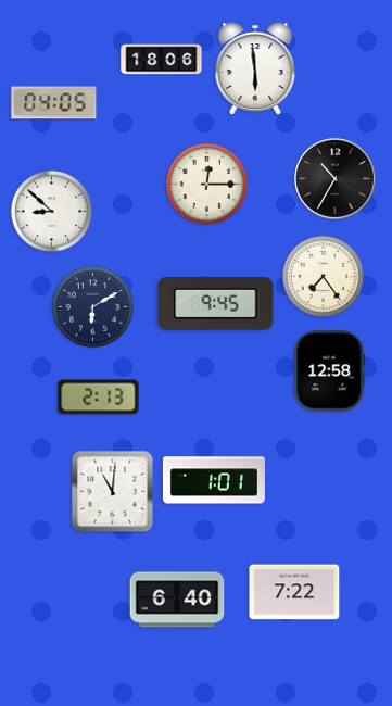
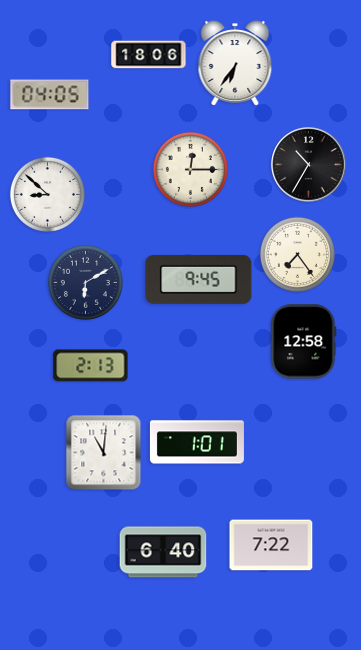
clock at (255, 68): 5:59 -> 6:36
